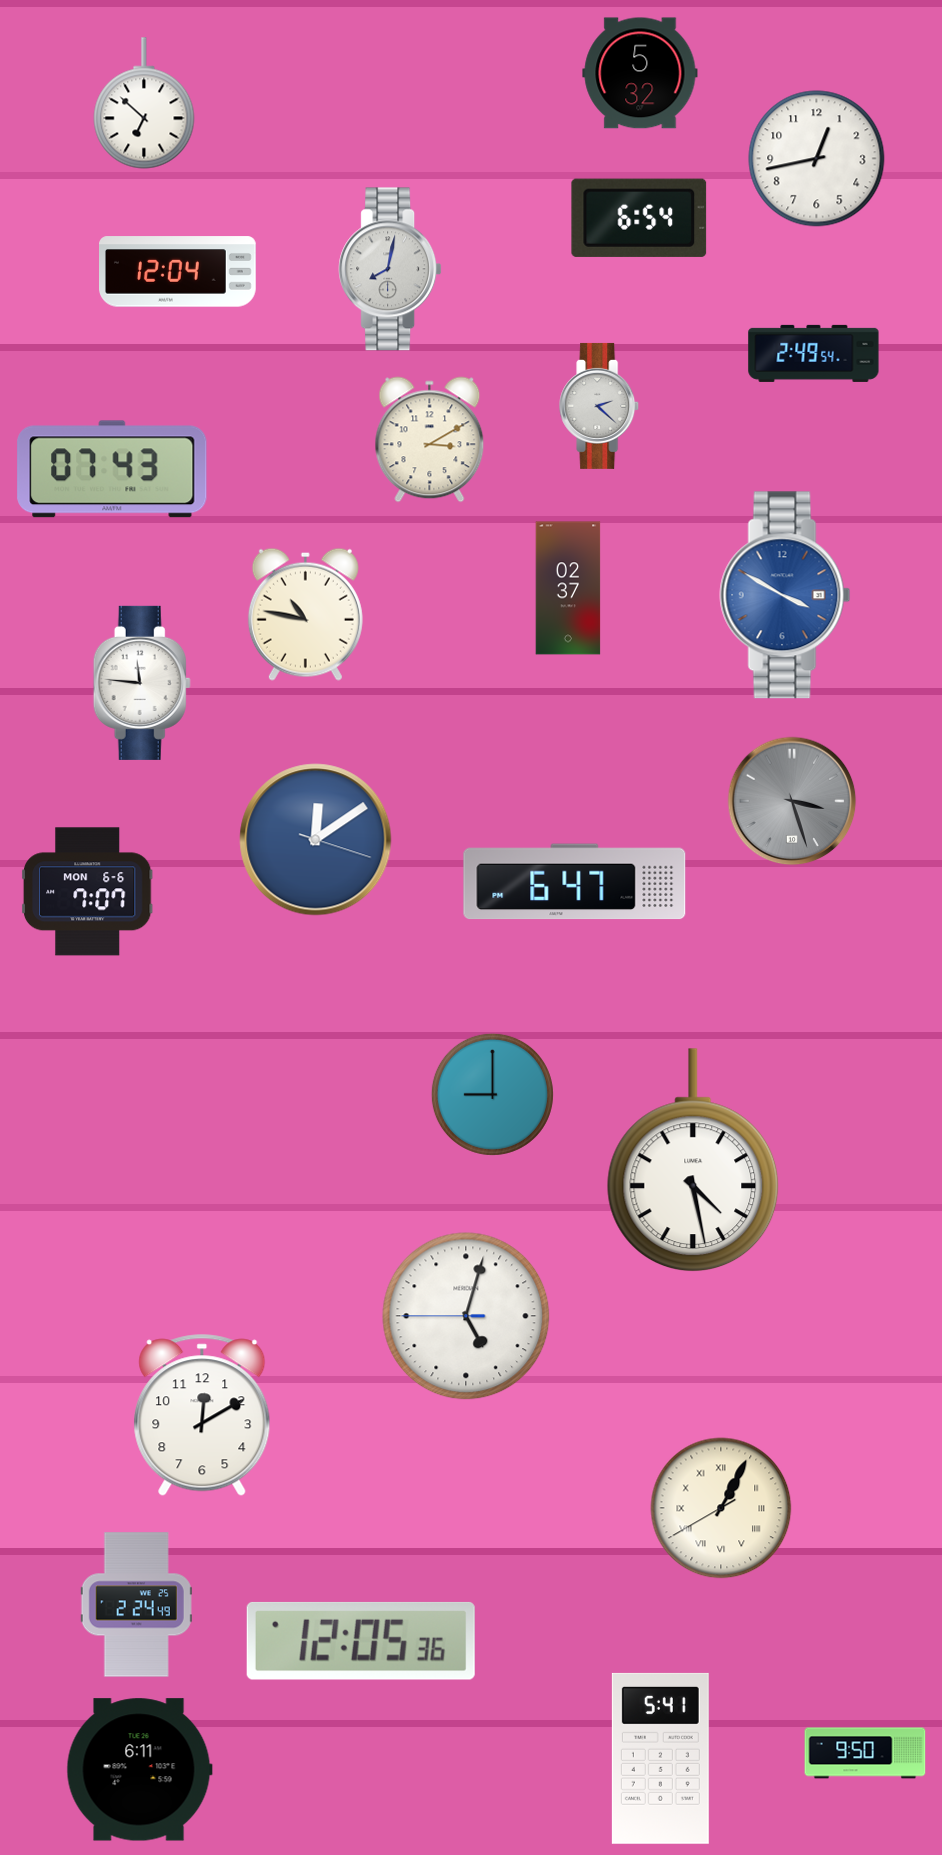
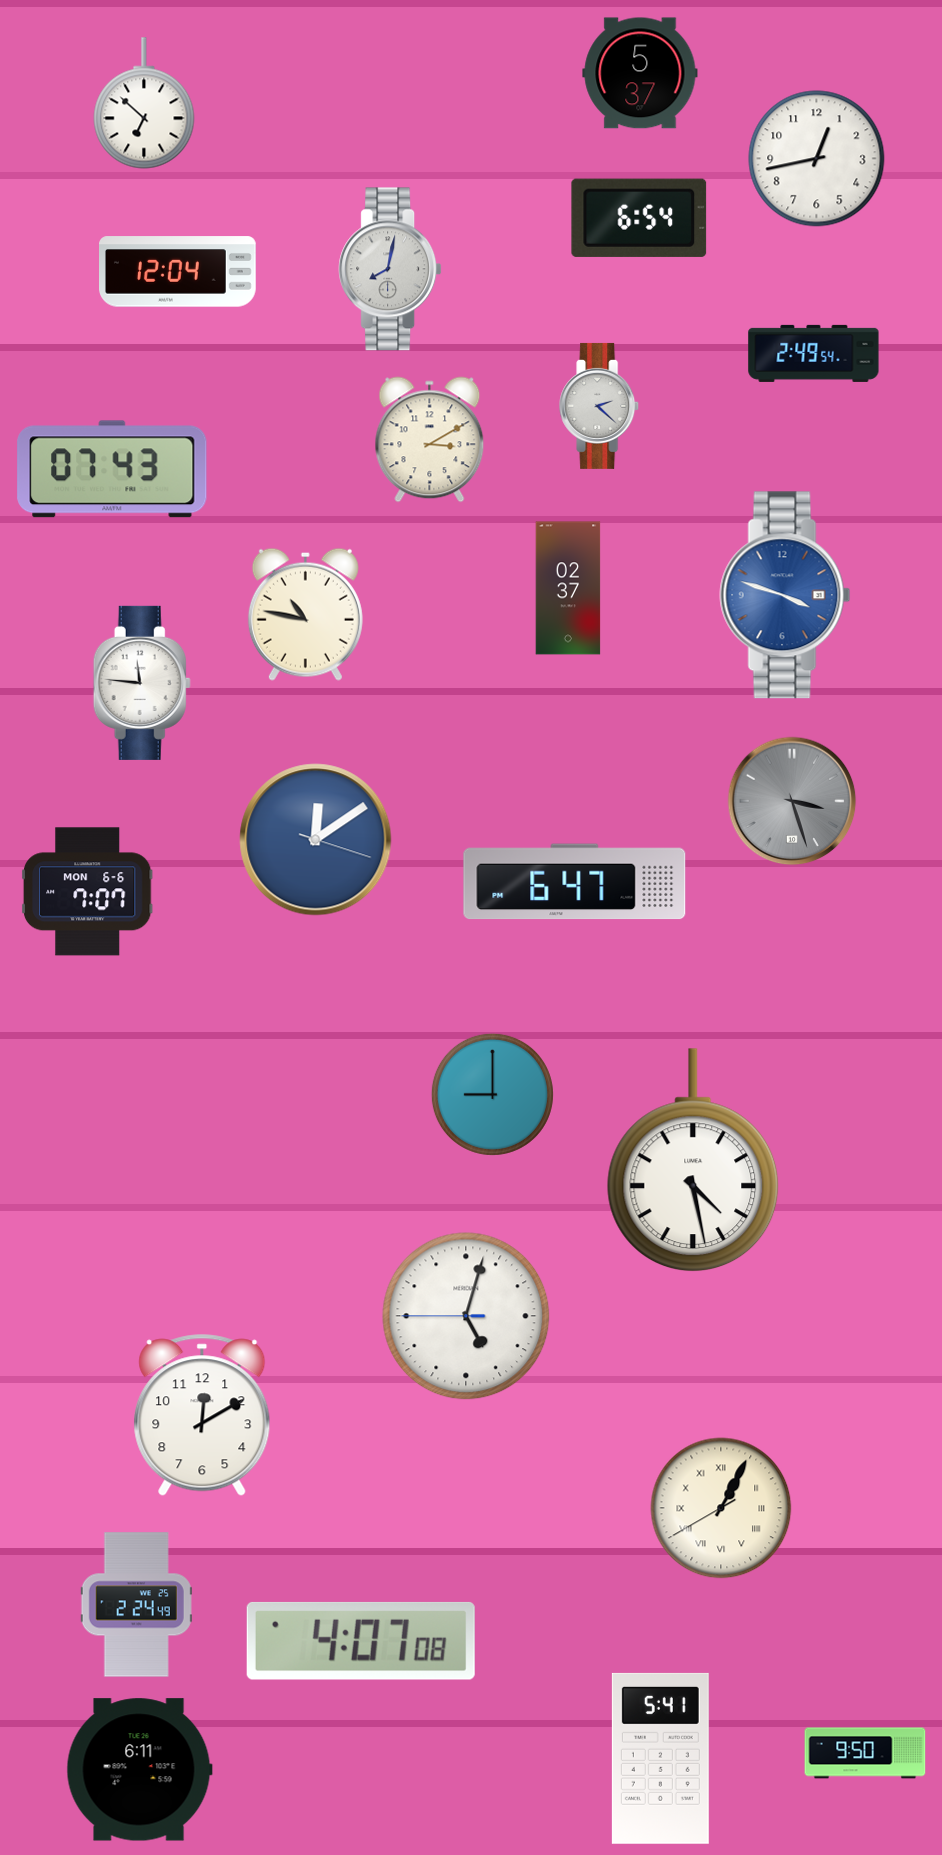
clock at (640, 73): 5:32 -> 5:37
clock at (785, 595): 3:50 -> 3:48
clock at (361, 1641): 12:05 -> 4:07
